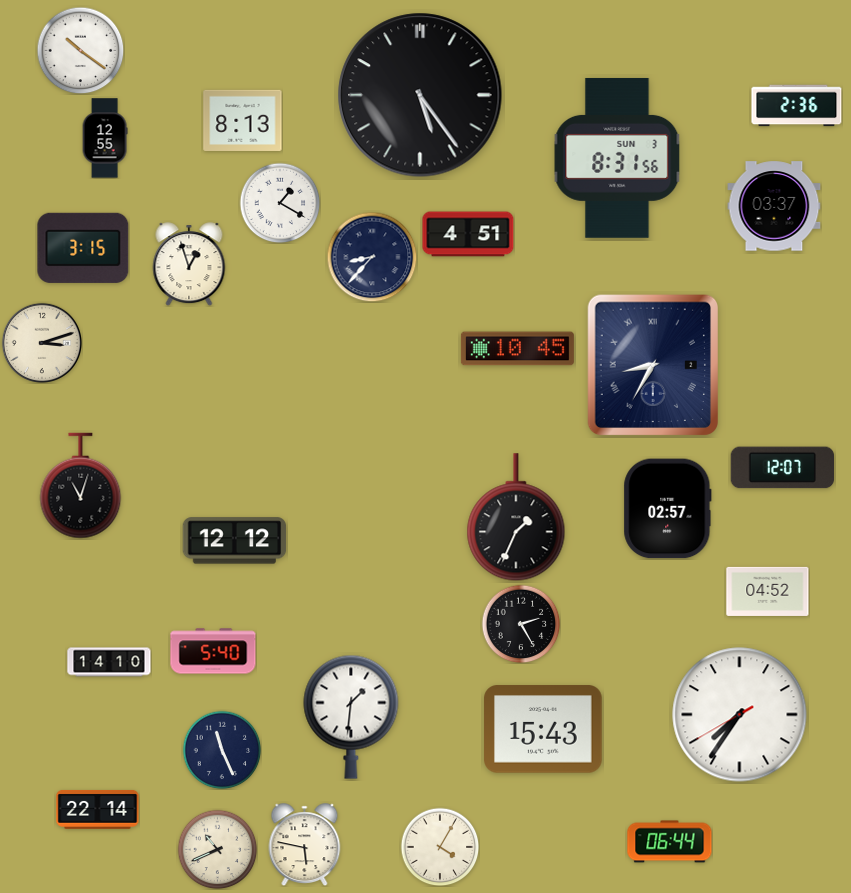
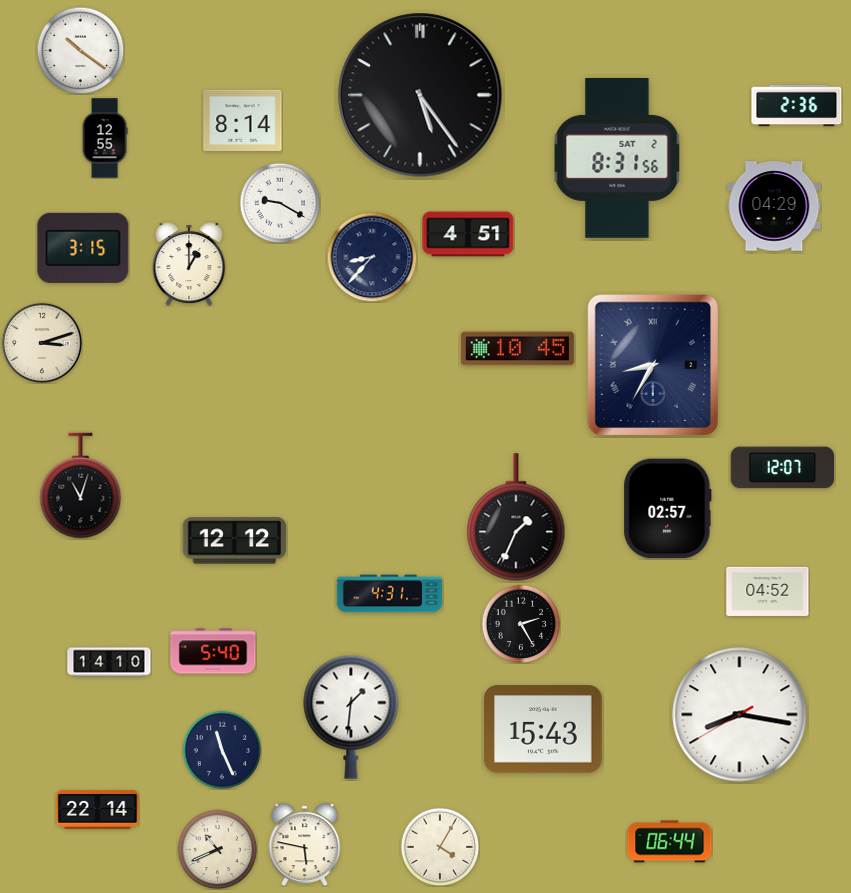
clock at (243, 120): 8:13 -> 8:14
clock at (617, 158) date: SUN 3 -> SAT 2
clock at (280, 203): 1:20 -> 9:20
clock at (774, 206): 03:37 -> 04:29
clock at (189, 264): 12:57 -> 1:00
clock at (390, 594): none -> 4:31
clock at (740, 715): 7:35 -> 8:16
